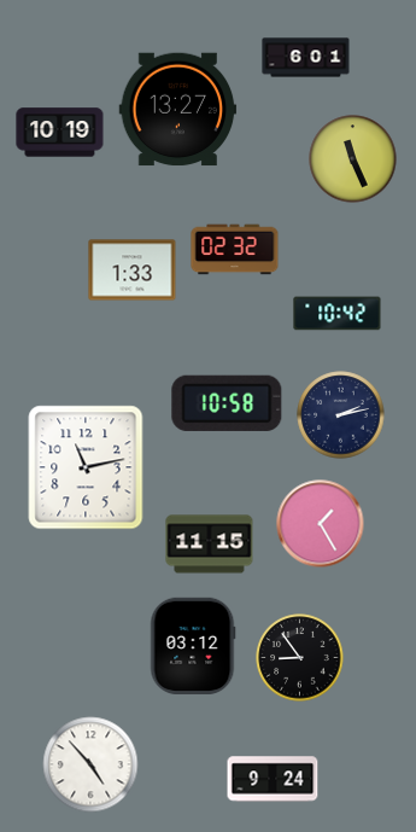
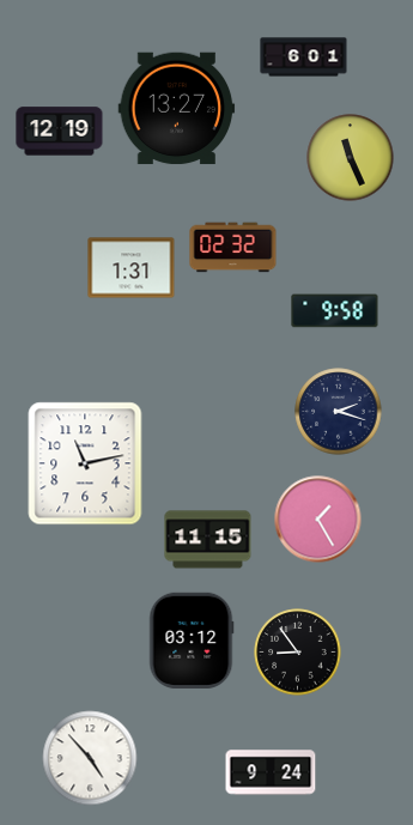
clock at (60, 133): 10:19 -> 12:19
clock at (133, 270): 1:33 -> 1:31
clock at (338, 314): 10:42 -> 9:58
clock at (227, 403): 10:58 -> none
clock at (341, 415): 2:13 -> 2:18
